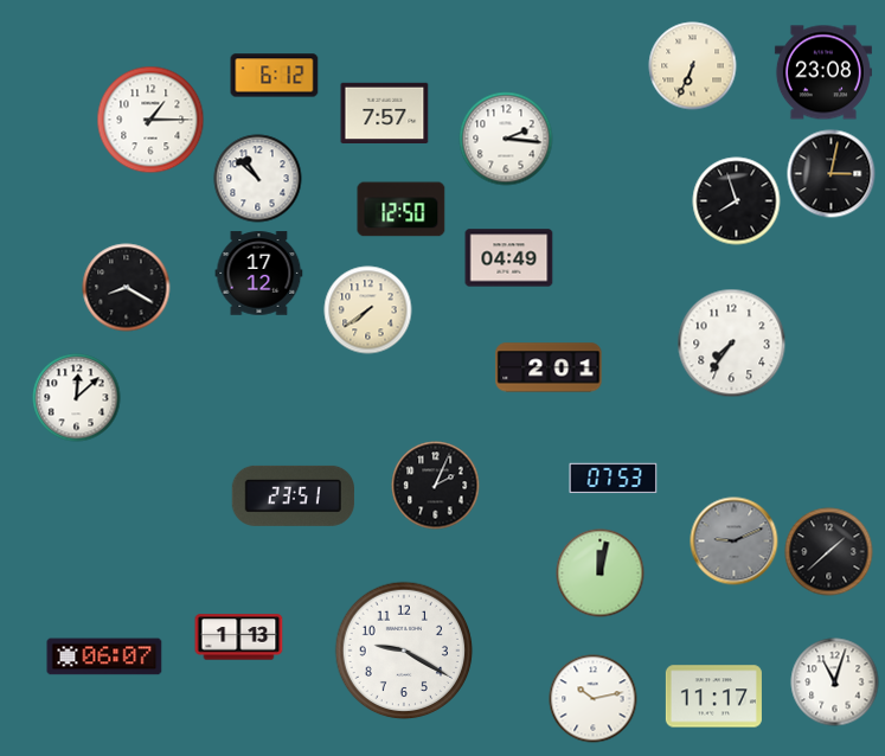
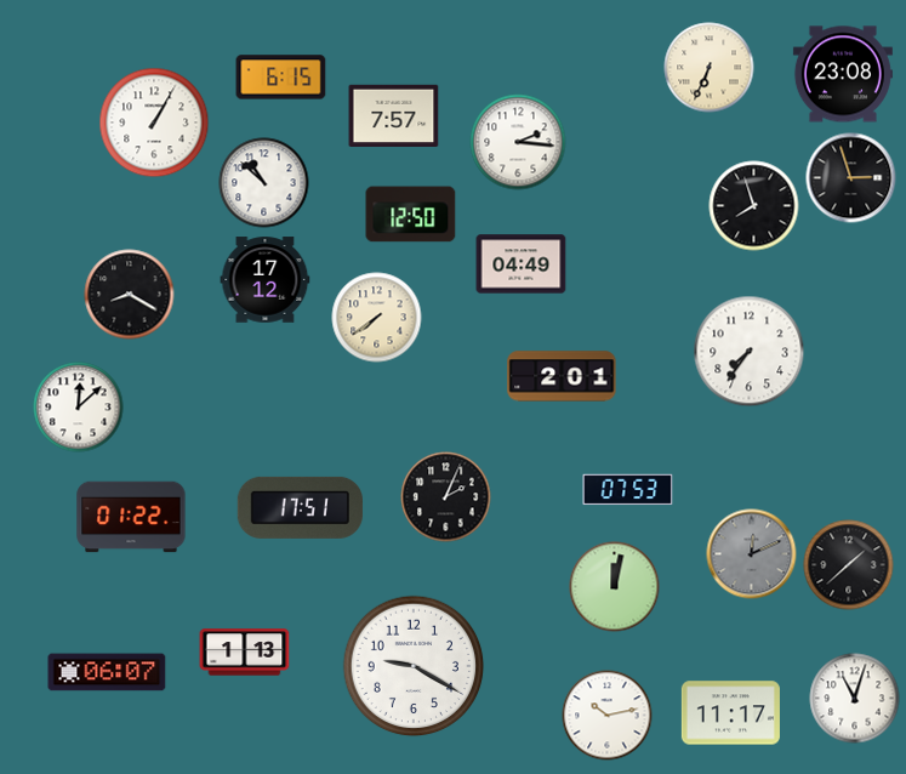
clock at (275, 76): 6:12 -> 6:15
clock at (150, 120): 1:15 -> 1:05
clock at (832, 174): 3:02 -> 2:57
clock at (293, 495): 23:51 -> 17:51
clock at (131, 517): none -> 01:22
clock at (735, 542): 9:11 -> 12:11
